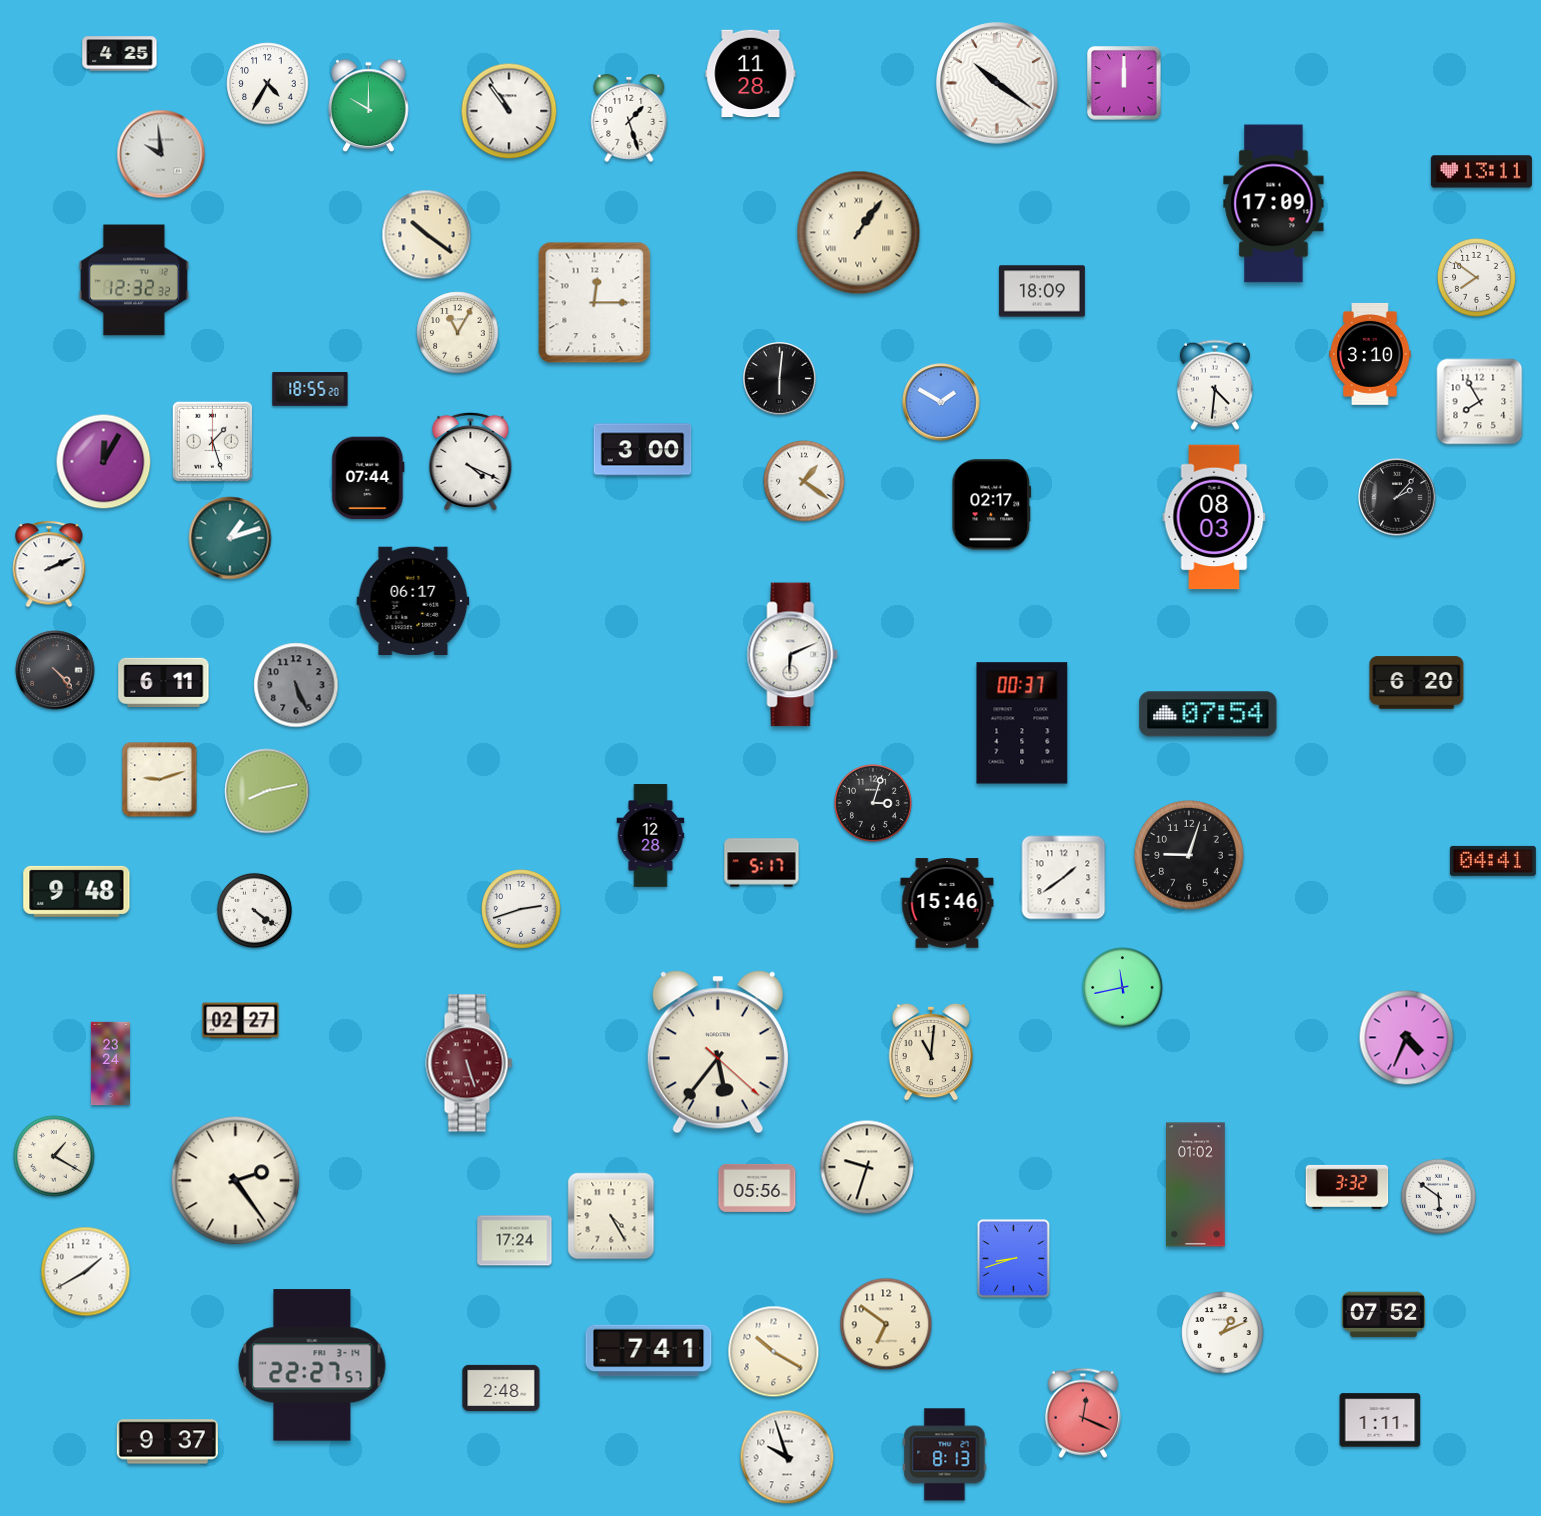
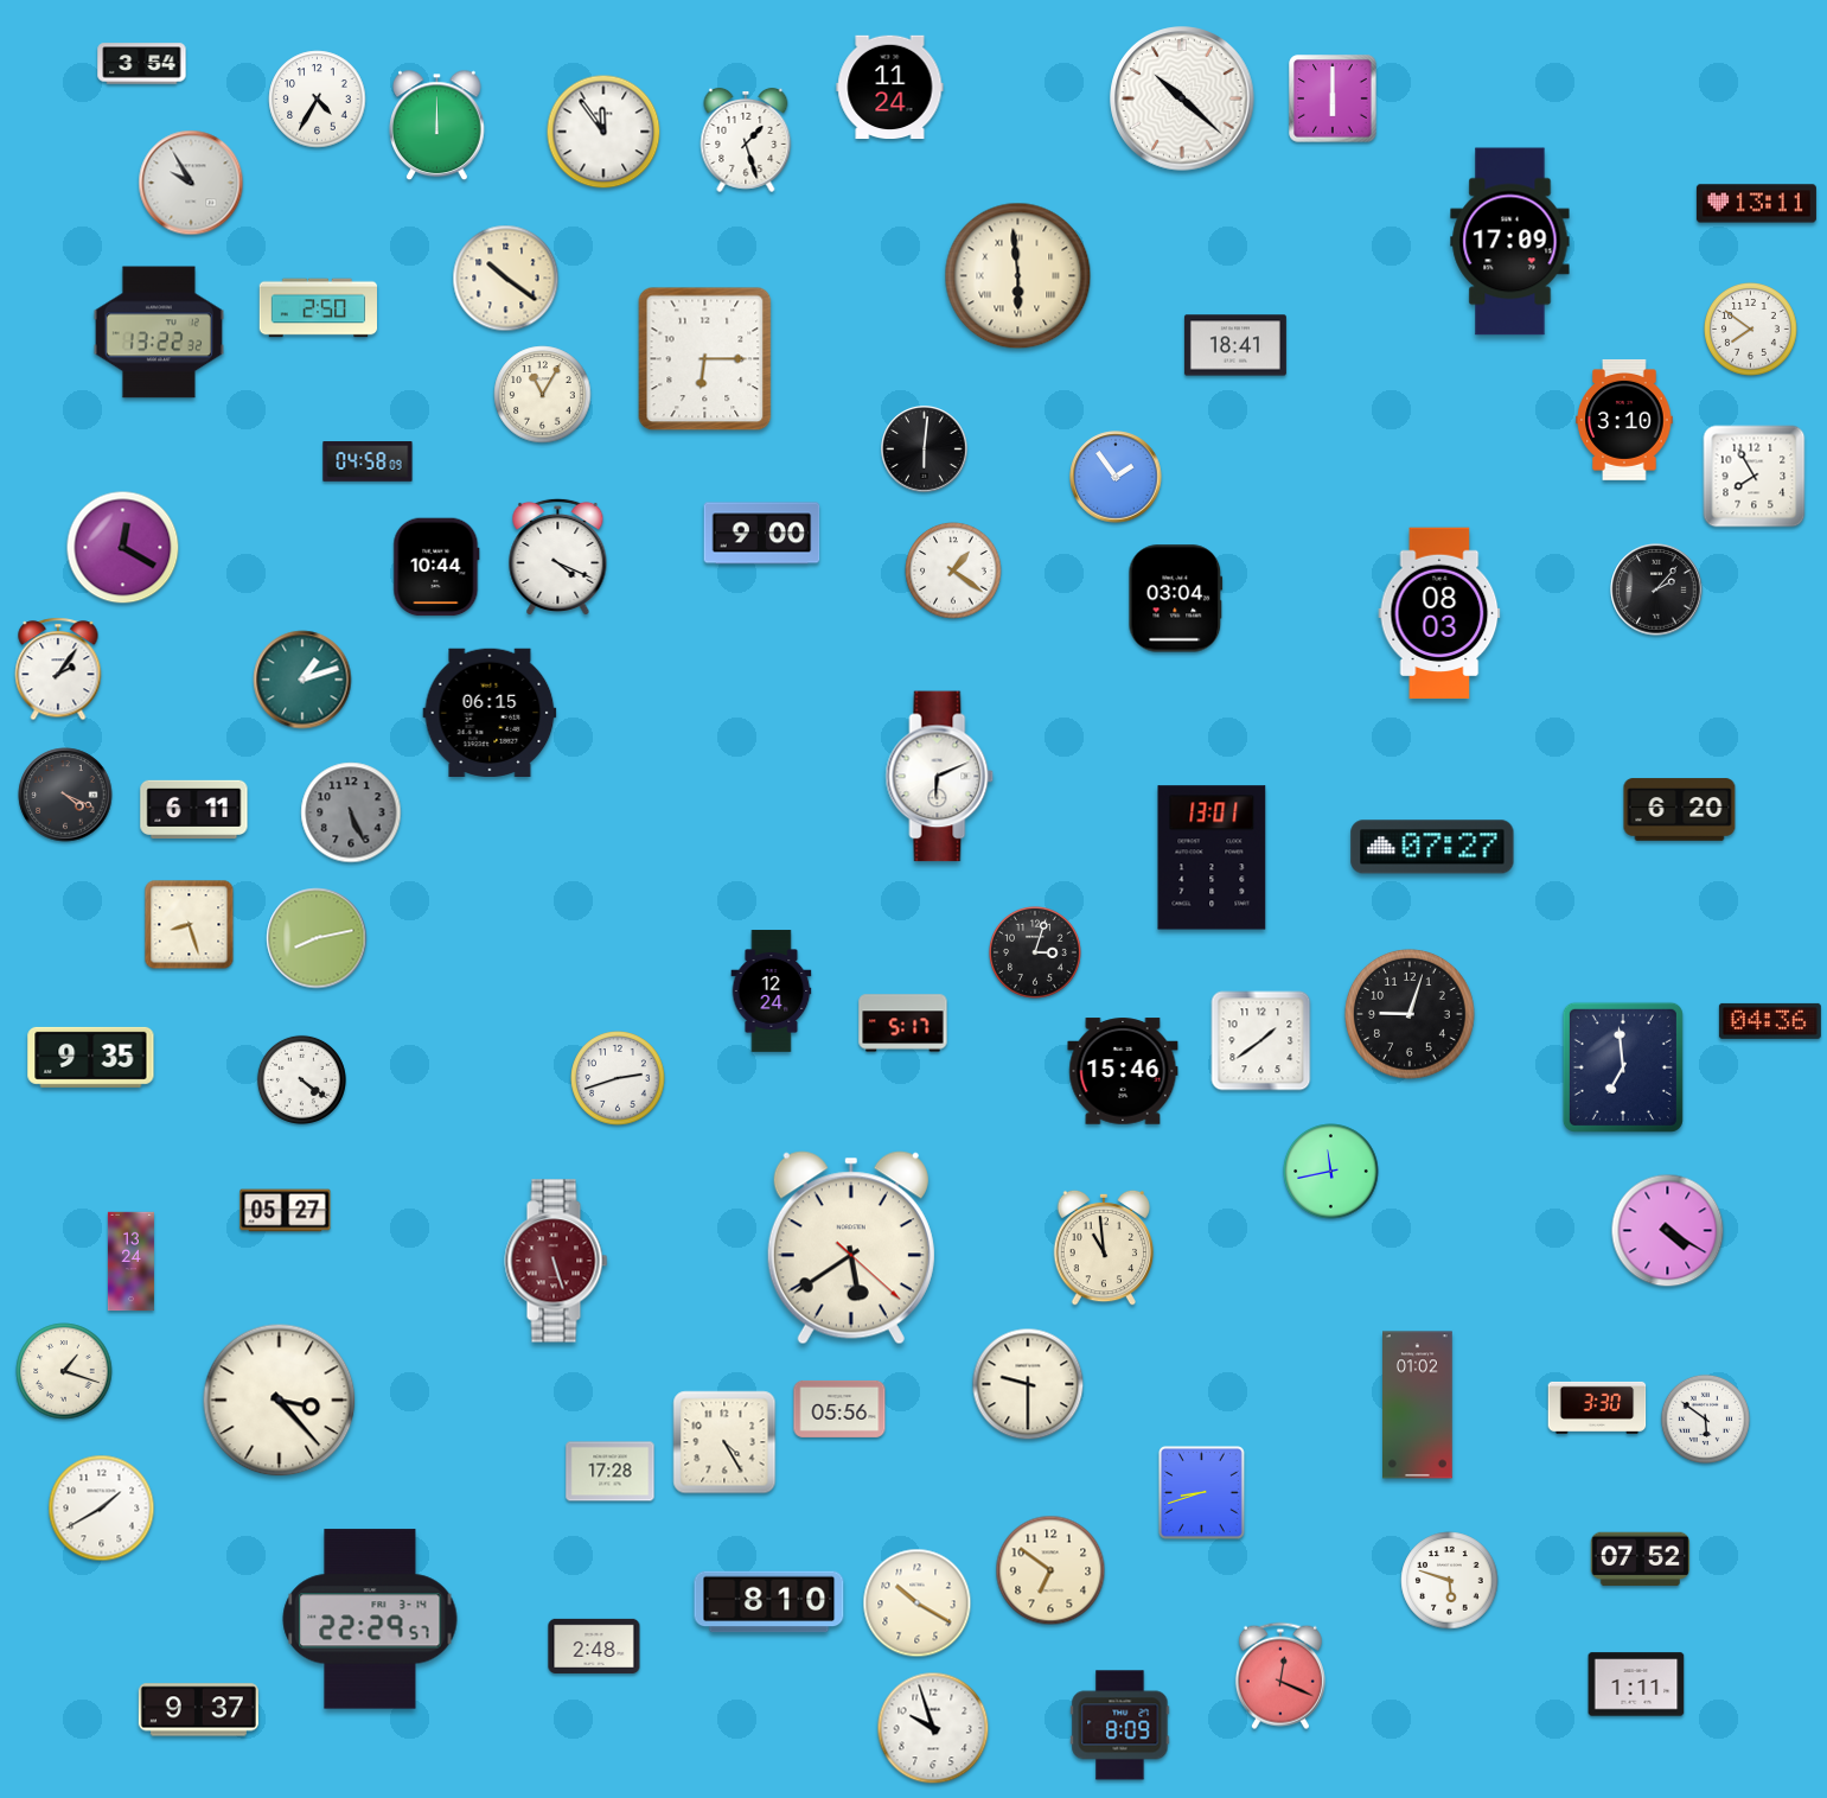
clock at (120, 54): 4:25 -> 3:54
clock at (751, 74): 11:28 -> 11:24
clock at (997, 83): 10:21 -> 10:22
clock at (1124, 83): 12:00 -> 6:00
clock at (369, 106): 10:00 -> 12:00
clock at (509, 111): 10:54 -> 11:54
clock at (161, 154): 9:59 -> 9:55
clock at (859, 233): 1:06 -> 5:59
clock at (318, 308): none -> 2:50
clock at (134, 280): 12:32 -> 13:22
clock at (1042, 291): 18:09 -> 18:41
clock at (595, 303): 12:15 -> 6:15
clock at (1215, 385): 4:31 -> none
clock at (310, 389): 18:55 -> 04:58
clock at (941, 402): 1:50 -> 1:54
clock at (212, 441): 1:27 -> none
clock at (643, 450): 3:00 -> 9:00
clock at (471, 461) position: (471, 461) -> (558, 556)
clock at (104, 462): 12:05 -> 12:20
clock at (368, 478): 07:44 -> 10:44
clock at (992, 505): 02:17 -> 03:04
clock at (230, 538) position: (230, 538) -> (302, 680)
clock at (49, 564): 2:11 -> 2:06
clock at (413, 600): 06:17 -> 06:15
clock at (55, 670): 4:23 -> 4:19
clock at (1208, 714): 07:54 -> 07:27
clock at (1022, 723): 00:37 -> 13:01
clock at (160, 780): 9:12 -> 8:27
clock at (651, 836): 12:28 -> 12:24
clock at (1493, 861): 04:41 -> 04:36
clock at (77, 891): 9:48 -> 9:35
clock at (1623, 1067): none -> 6:59
clock at (241, 1021): 02:27 -> 05:27
clock at (1407, 1038): 4:34 -> 4:20
clock at (718, 1052): 5:36 -> 5:39
clock at (931, 1052): 11:01 -> 10:59
clock at (110, 1064): 23:24 -> 13:24
clock at (54, 1156): 1:20 -> 1:18
clock at (867, 1167): 9:33 -> 9:30
clock at (236, 1181): 2:24 -> 3:23
clock at (1347, 1187): 3:32 -> 3:30
clock at (757, 1188) position: (757, 1188) -> (839, 1409)
clock at (515, 1241): 17:24 -> 17:28
clock at (1223, 1333): 1:11 -> 5:48
clock at (649, 1351): 7:41 -> 8:10
clock at (312, 1365): 22:27 -> 22:29
clock at (1083, 1413) position: (1083, 1413) -> (1280, 1676)
clock at (945, 1455): 8:13 -> 8:09
